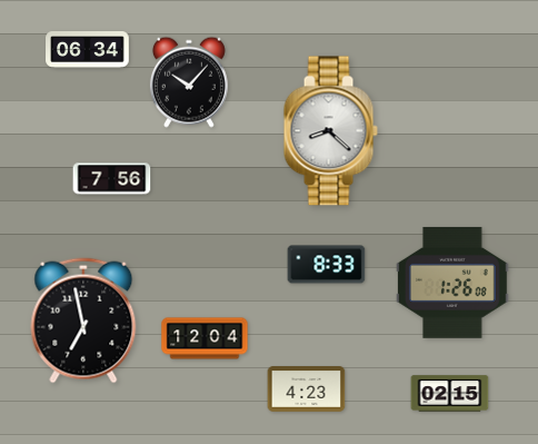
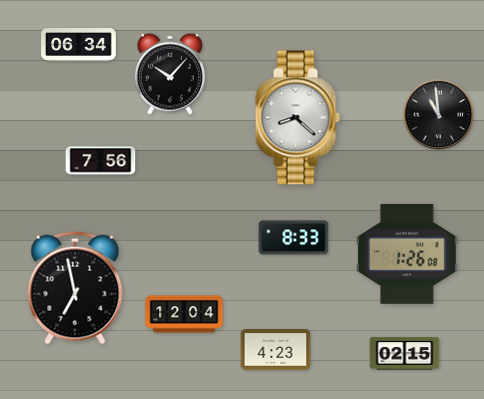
clock at (439, 115): none -> 10:59
clock at (205, 338) position: (205, 338) -> (184, 314)
